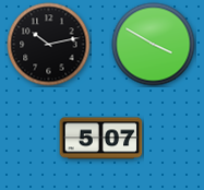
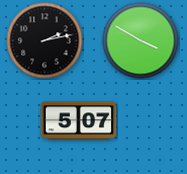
clock at (49, 45): 10:13 -> 2:13
clock at (101, 139) position: (101, 139) -> (79, 121)
